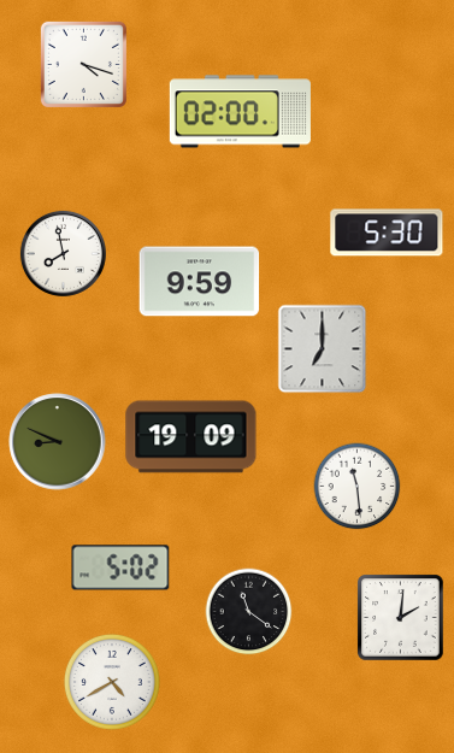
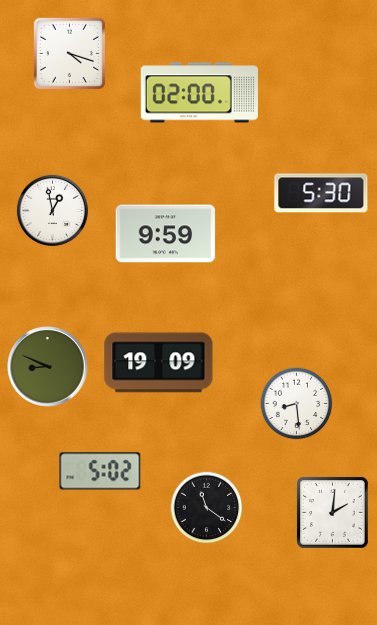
clock at (63, 253): 7:58 -> 12:58
clock at (323, 349): 7:00 -> none
clock at (358, 487): 11:29 -> 8:29
clock at (112, 682): 4:40 -> none
